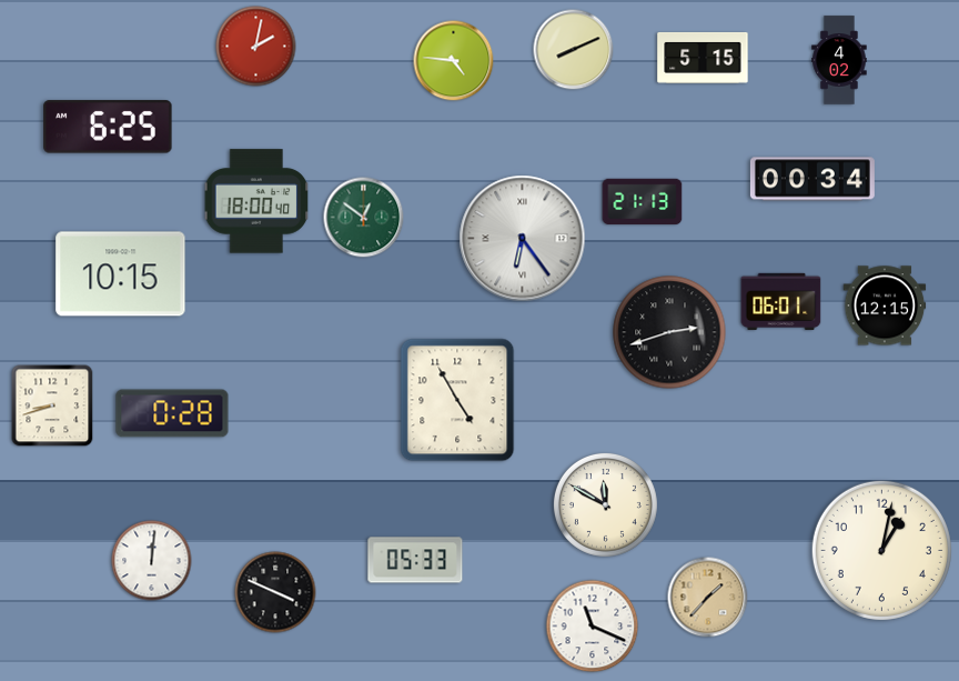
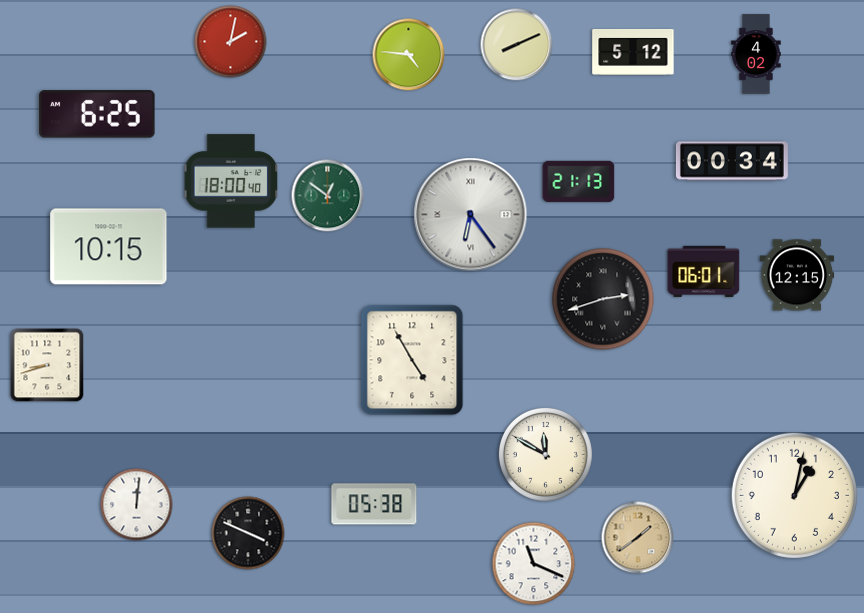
clock at (703, 58): 5:15 -> 5:12
clock at (172, 413): 0:28 -> none
clock at (415, 560): 05:33 -> 05:38
clock at (708, 598): 1:37 -> 1:39
